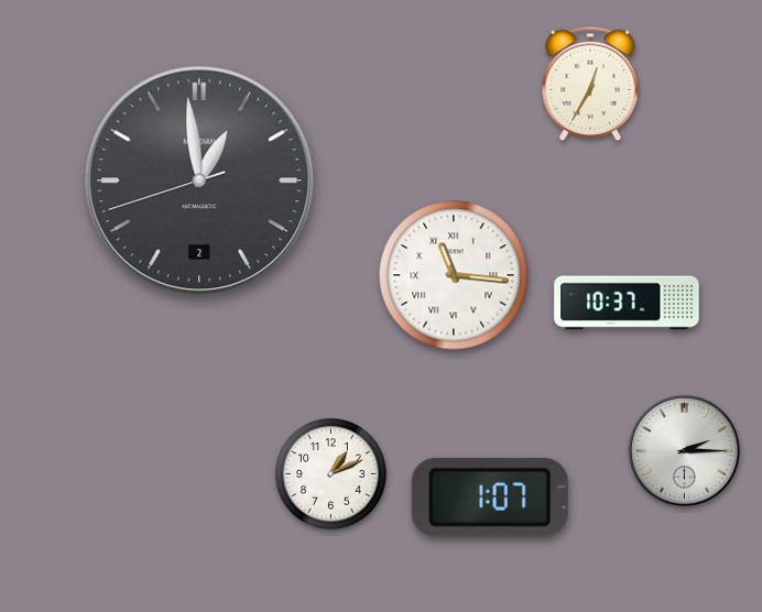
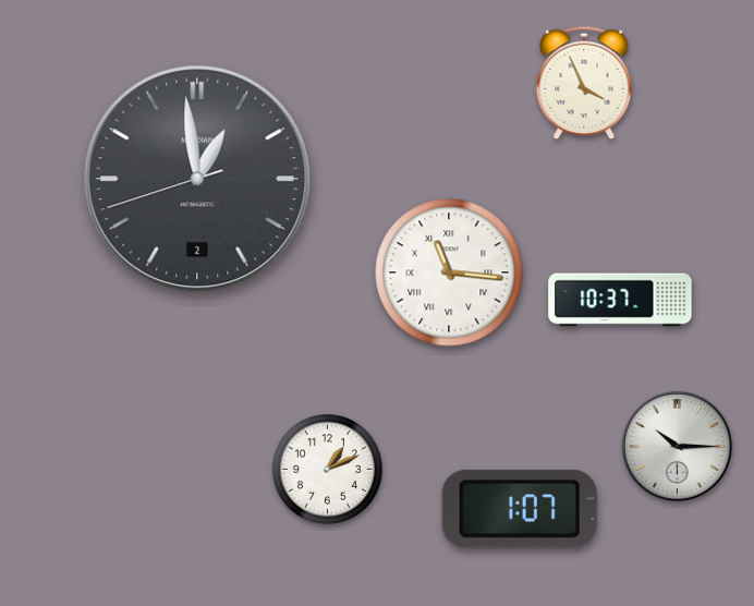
clock at (590, 83): 12:35 -> 3:56
clock at (684, 450): 2:15 -> 10:15
clock at (490, 498) position: (490, 498) -> (520, 509)
